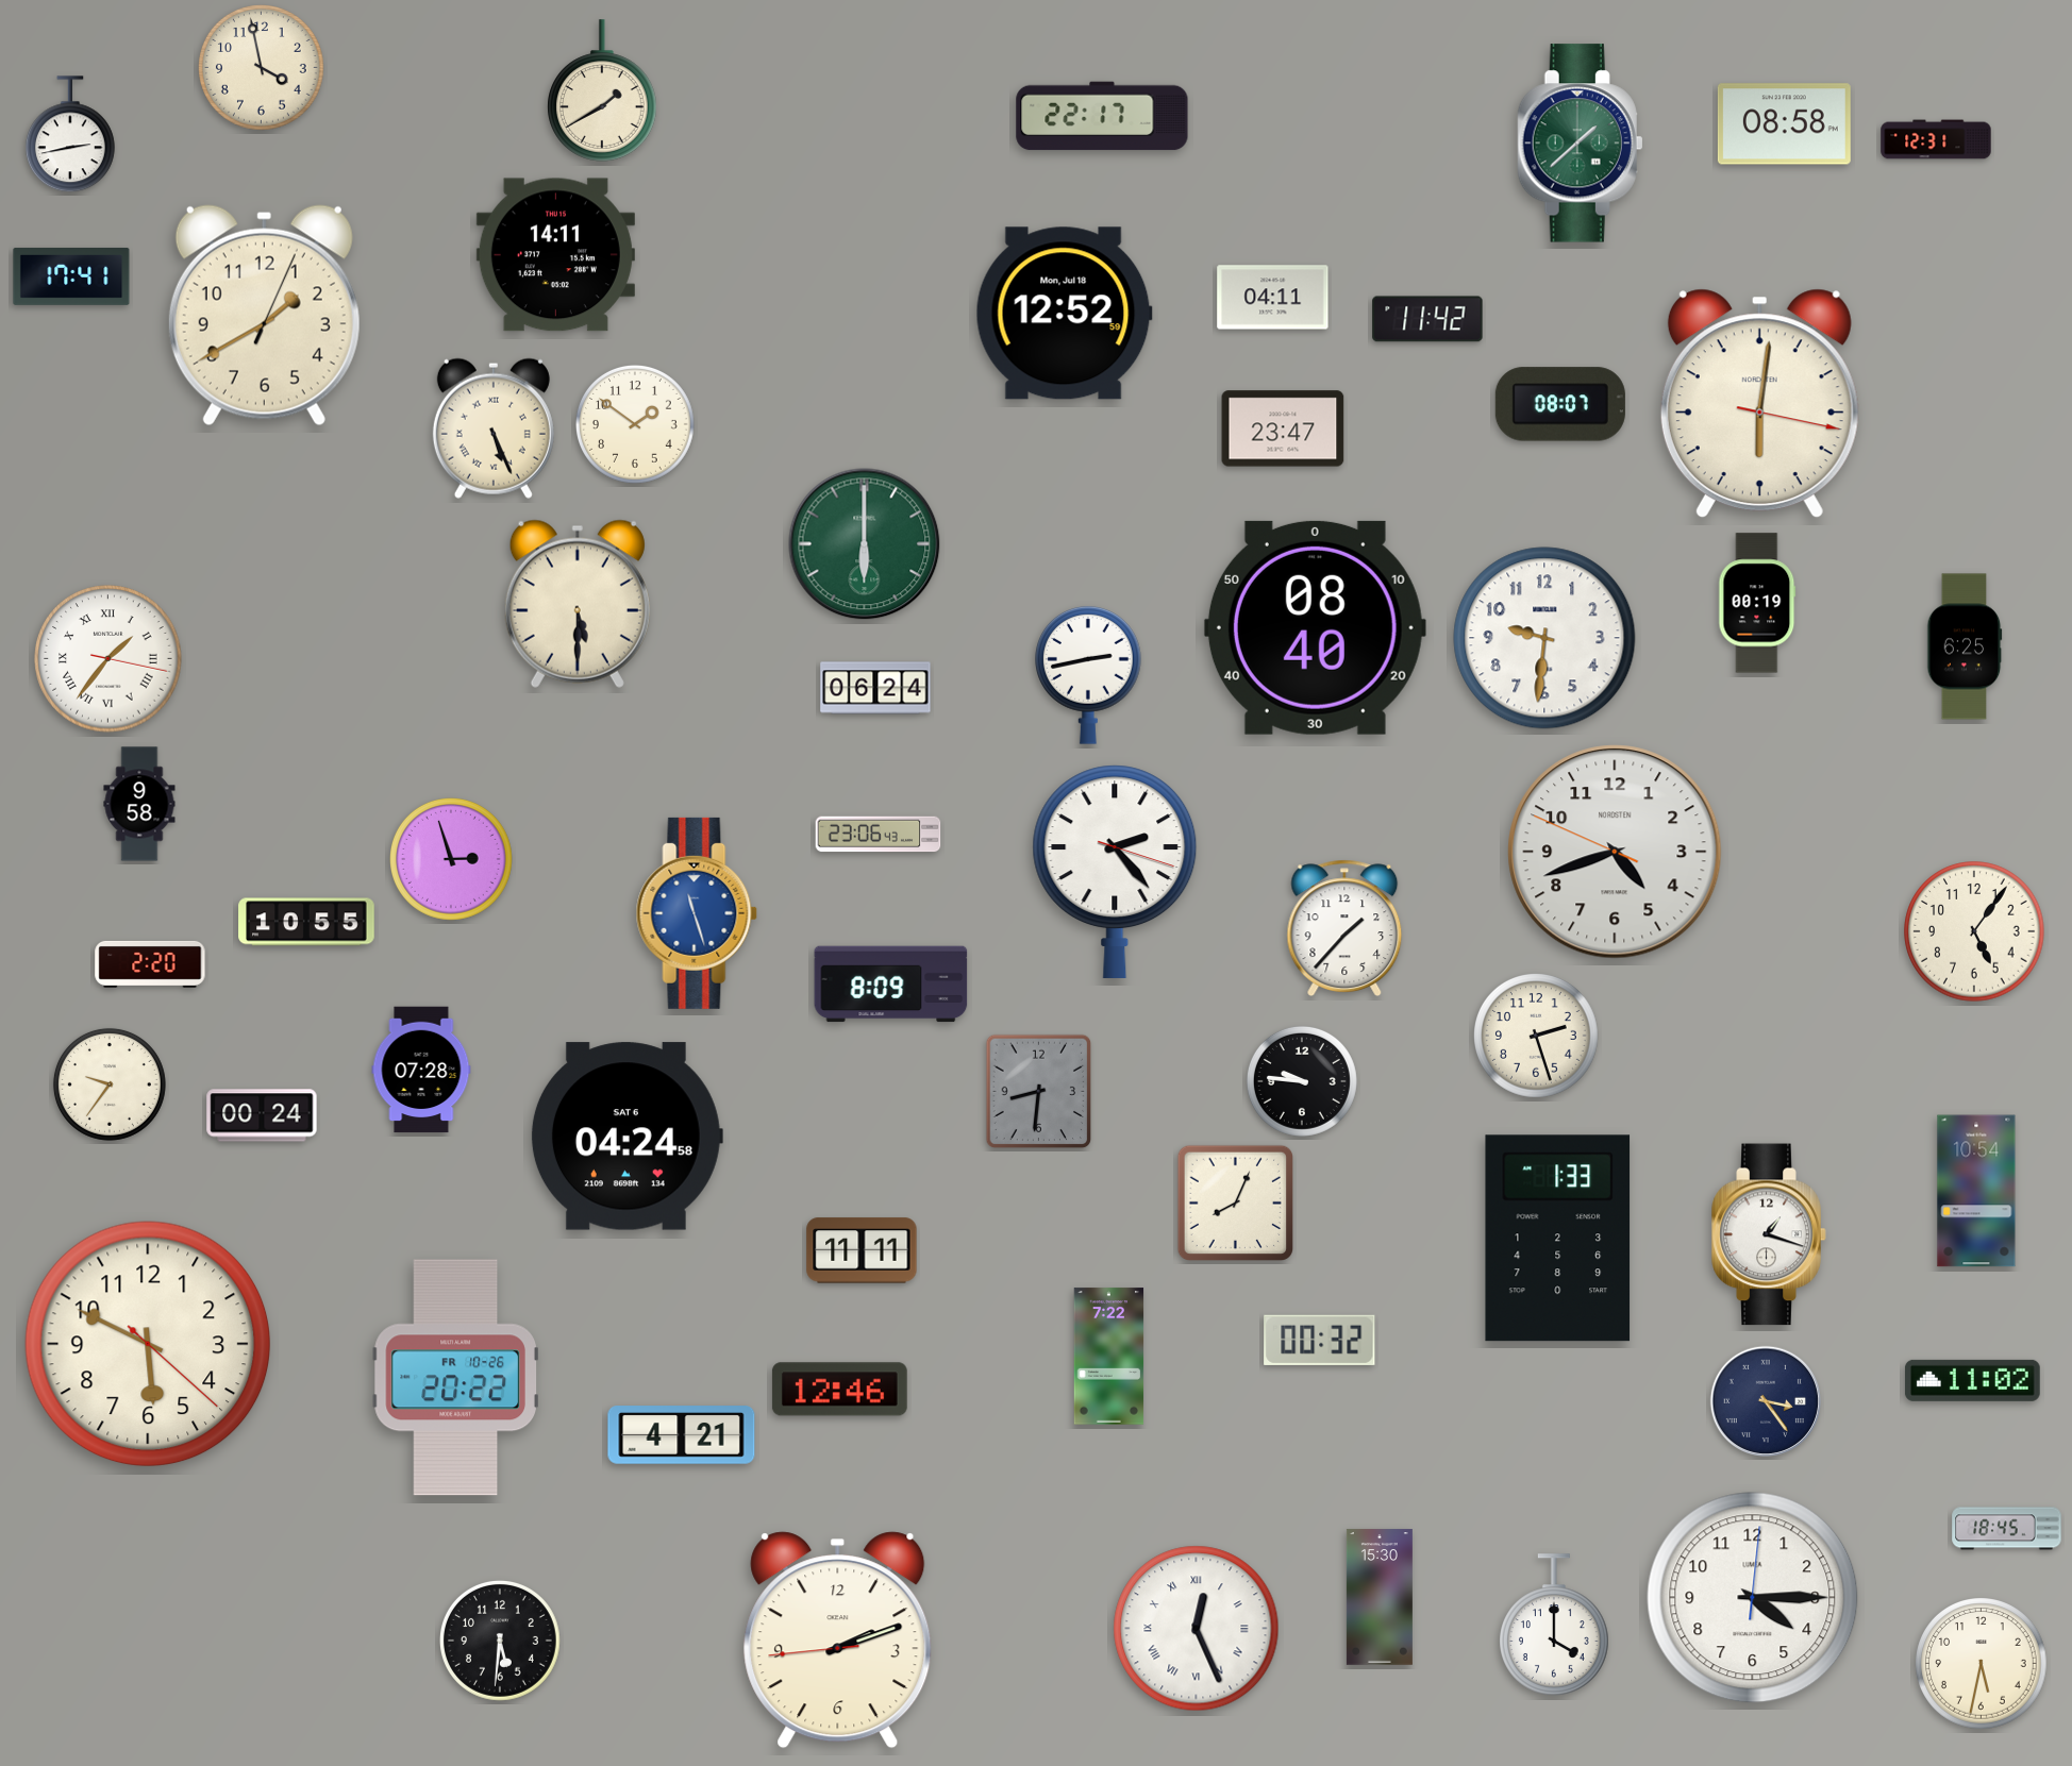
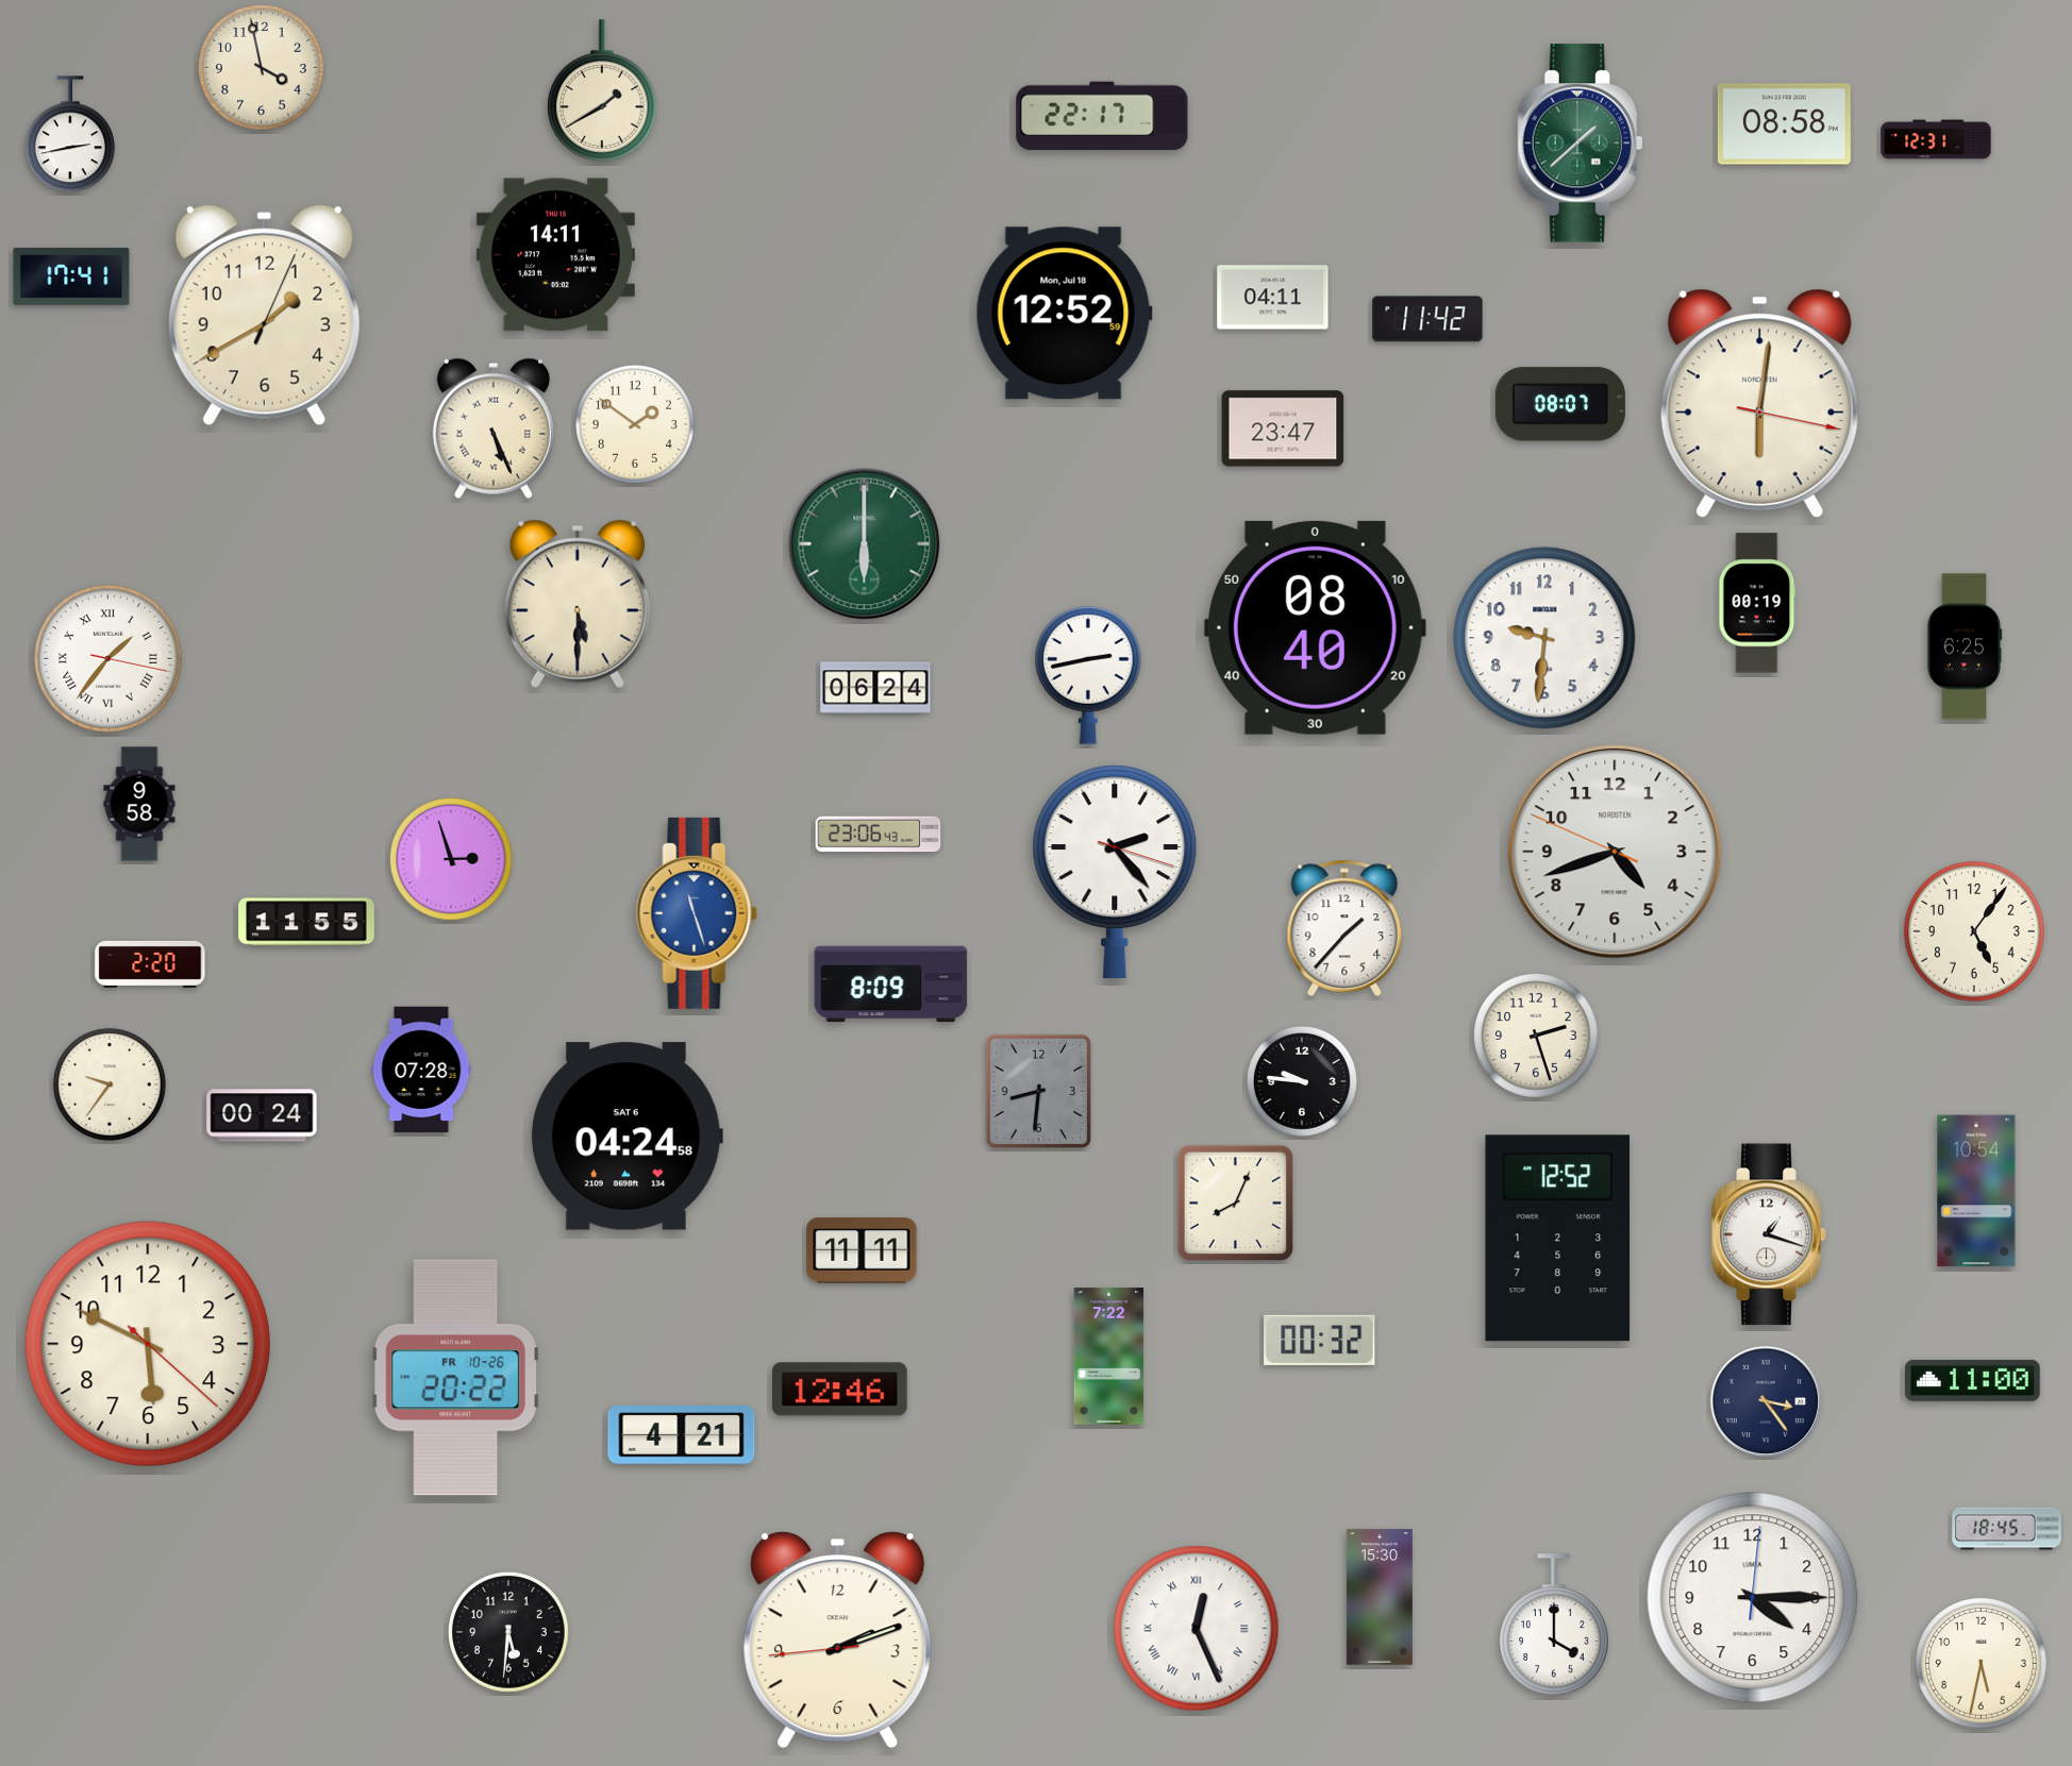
clock at (306, 922): 10:55 -> 11:55
clock at (1558, 1239): 1:33 -> 12:52
clock at (1972, 1380): 11:02 -> 11:00
clock at (500, 1641) position: (500, 1641) -> (508, 1632)
